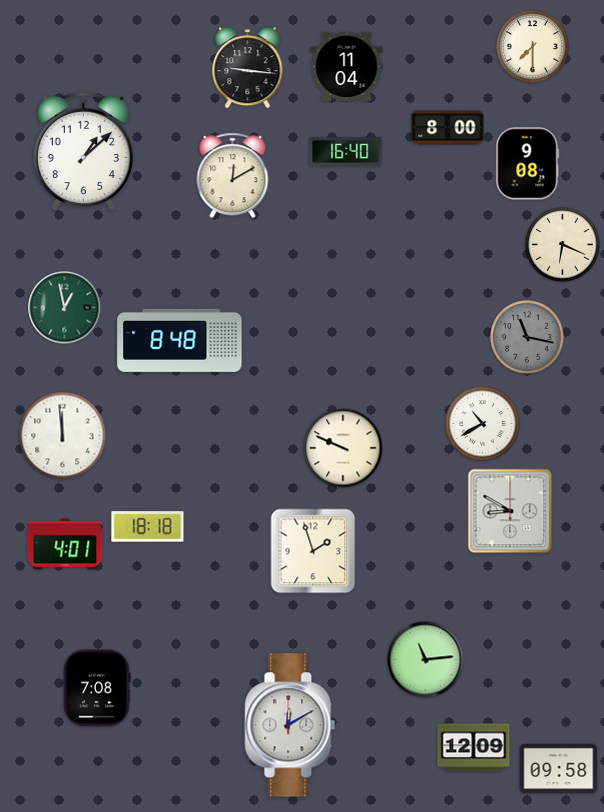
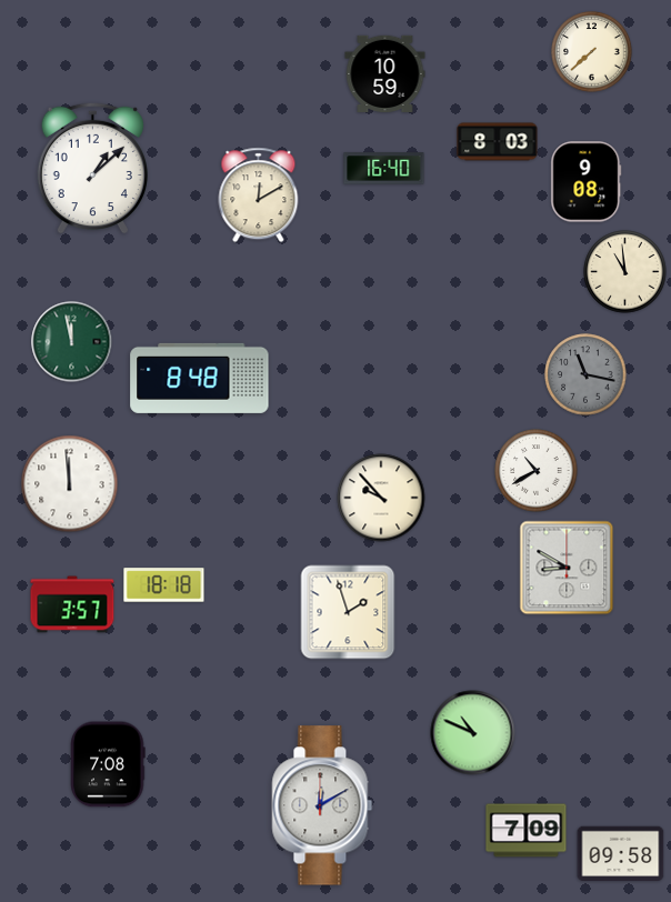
clock at (533, 47): 7:30 -> 7:38
clock at (347, 66): 11:04 -> 10:59
clock at (248, 68): 9:16 -> none
clock at (448, 128): 8:00 -> 8:03
clock at (563, 245): 6:19 -> 10:59
clock at (65, 308): 12:58 -> 11:58
clock at (343, 448): 9:49 -> 9:53
clock at (65, 544): 4:01 -> 3:57
clock at (426, 660): 11:14 -> 10:49
clock at (474, 748): 12:09 -> 7:09
